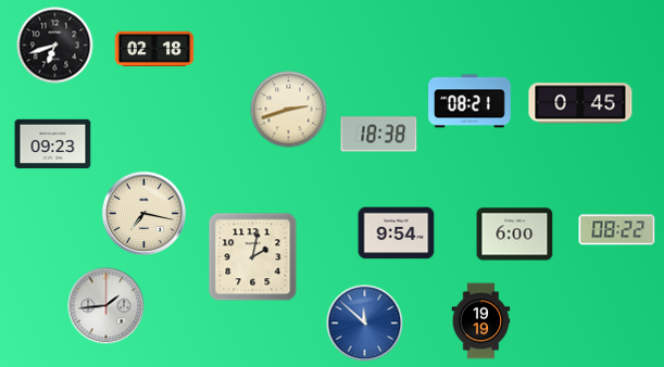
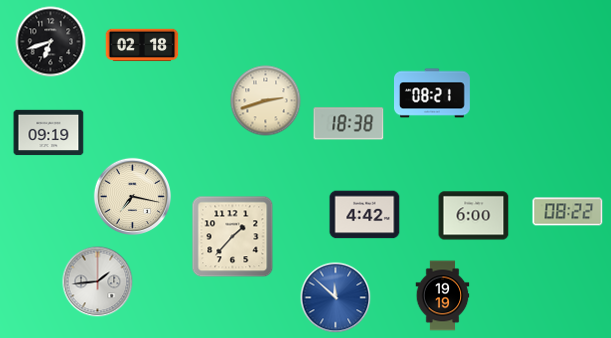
clock at (580, 103): 0:45 -> none
clock at (53, 144): 09:23 -> 09:19
clock at (397, 233): 9:54 -> 4:42
clock at (253, 257): 2:02 -> 1:37
